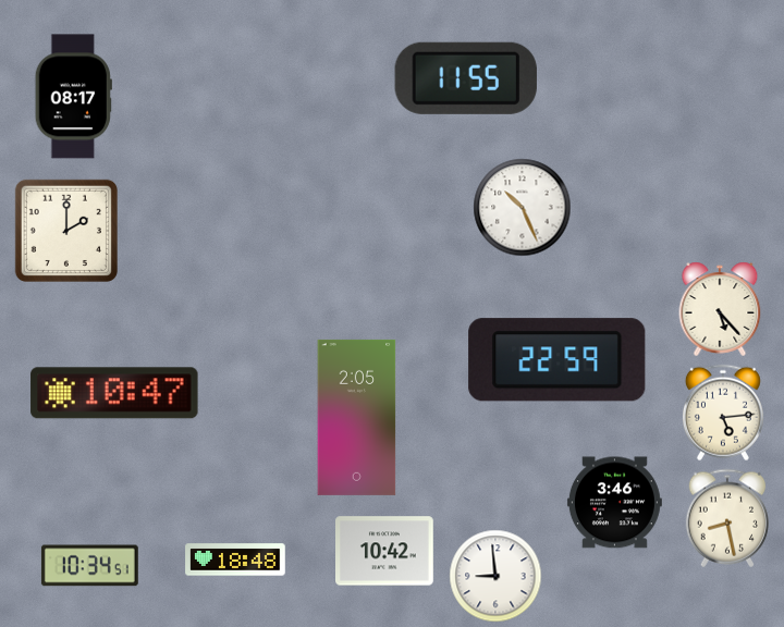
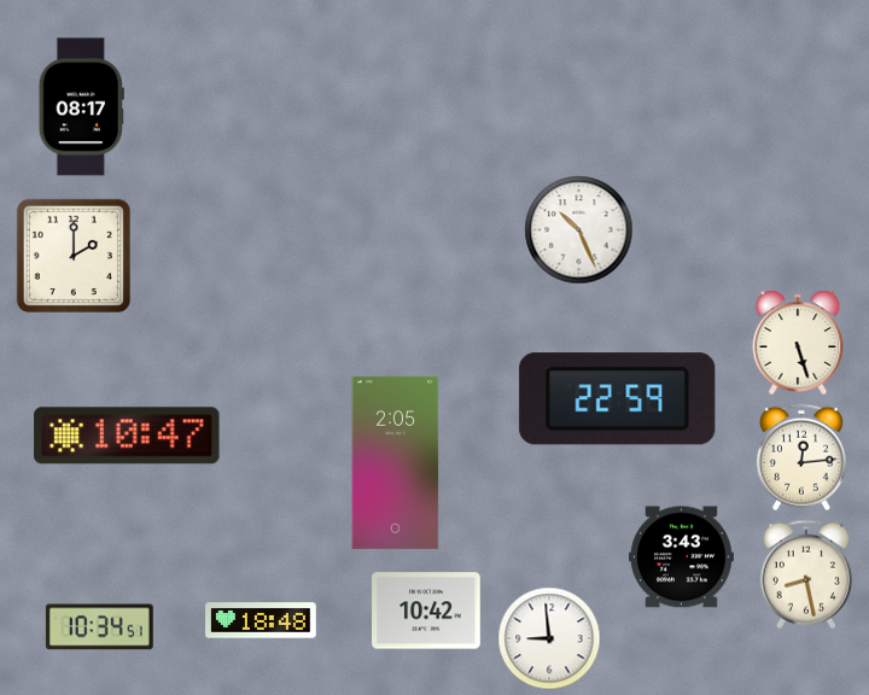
clock at (466, 78): 11:55 -> none
clock at (720, 309): 5:23 -> 5:27
clock at (723, 413): 5:14 -> 12:14
clock at (614, 503): 3:46 -> 3:43
